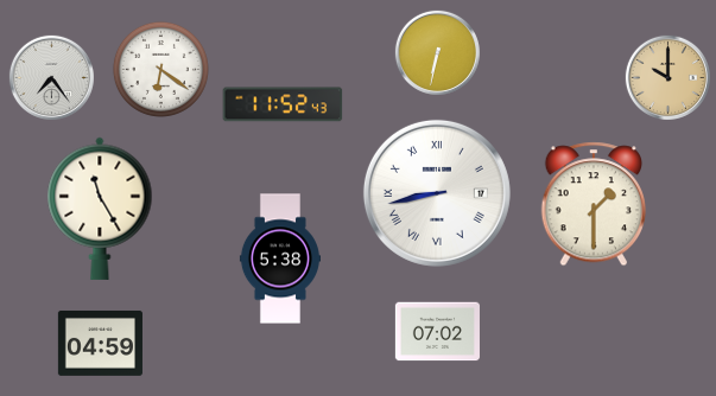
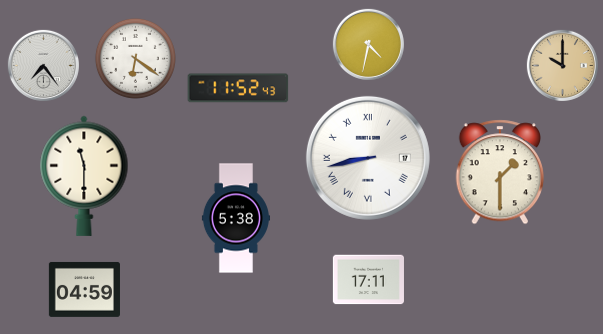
clock at (437, 52): 6:32 -> 4:32
clock at (437, 193) position: (437, 193) -> (368, 158)
clock at (100, 209): 11:25 -> 11:30
clock at (437, 332): 07:02 -> 17:11
